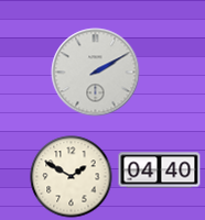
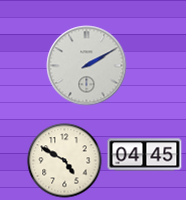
clock at (160, 170): 04:40 -> 04:45
clock at (72, 177): 1:50 -> 4:50
